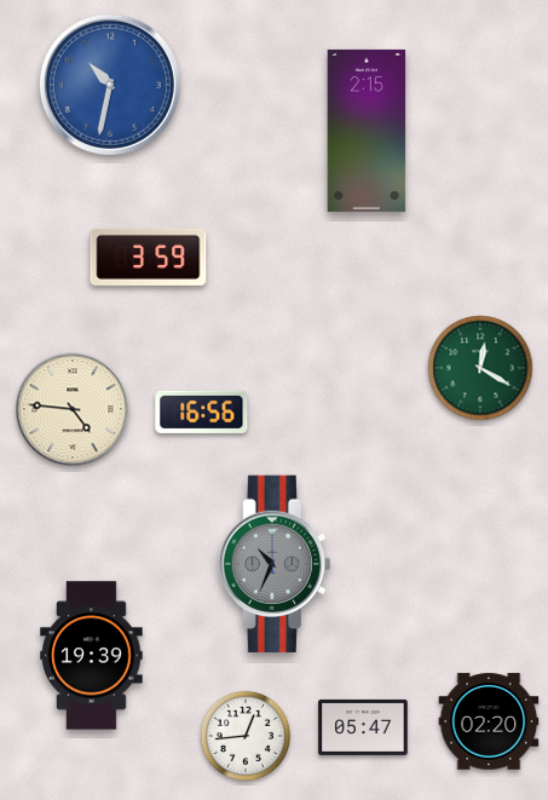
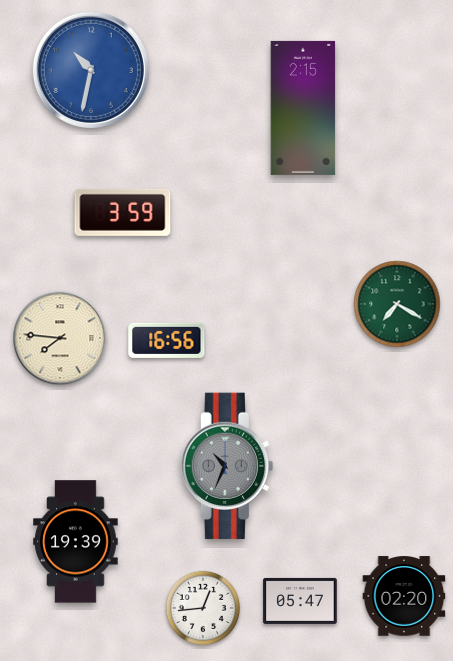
clock at (480, 368): 12:20 -> 7:20
clock at (73, 409): 4:46 -> 7:46
